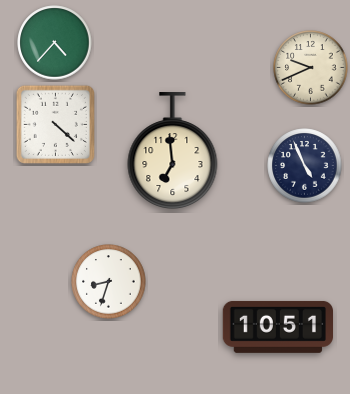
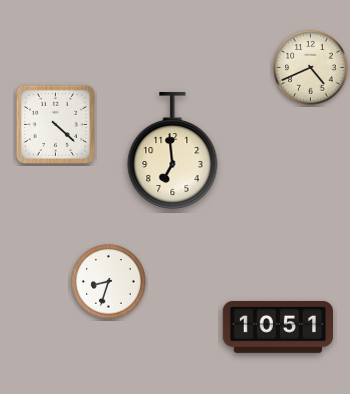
clock at (55, 43): 4:37 -> none
clock at (311, 68): 9:41 -> 4:41
clock at (305, 166): 4:56 -> none
